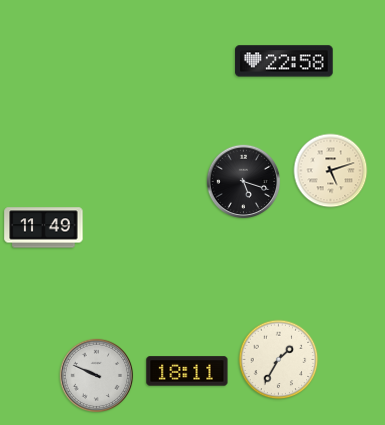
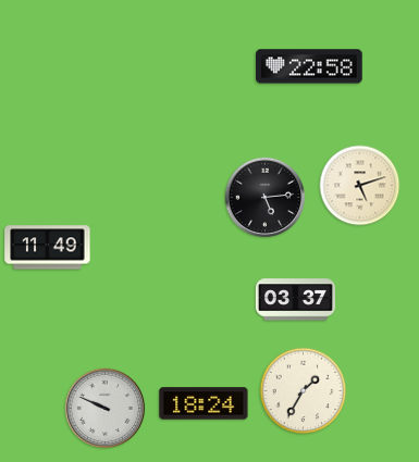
clock at (244, 182): 5:18 -> 5:14
clock at (295, 300): none -> 03:37
clock at (187, 371): 18:11 -> 18:24
